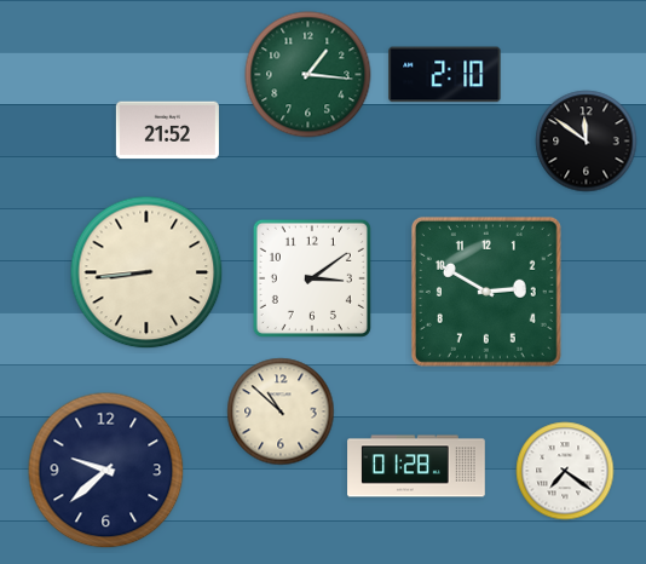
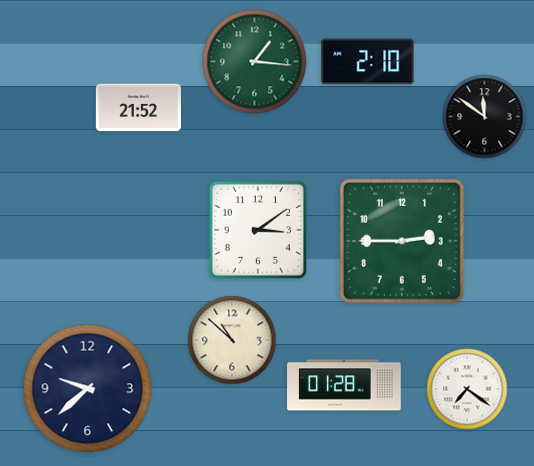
clock at (146, 272): 8:44 -> none
clock at (486, 292): 2:50 -> 2:45
